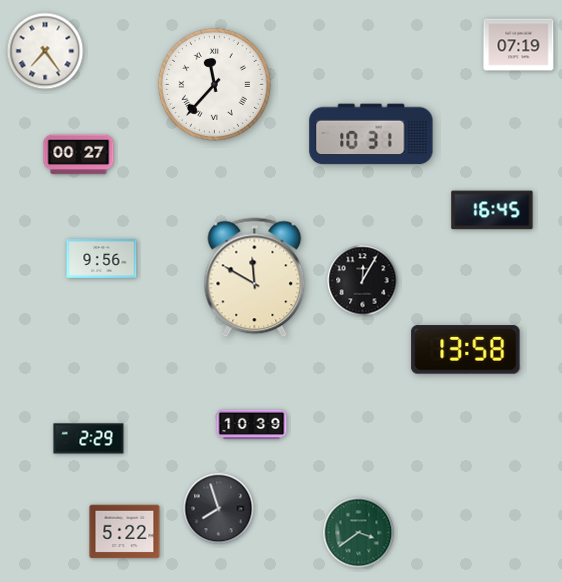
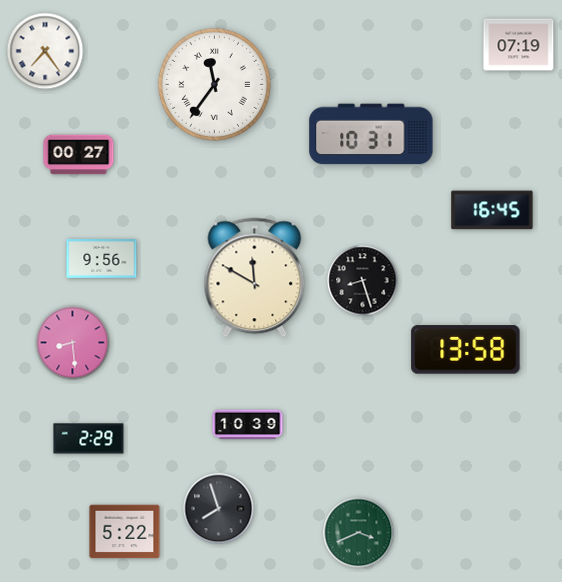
clock at (214, 84): 11:37 -> 11:36
clock at (363, 281): 12:05 -> 8:27
clock at (73, 343): none -> 8:29
clock at (252, 425) position: (252, 425) -> (248, 425)
clock at (359, 533): 3:39 -> 3:41
